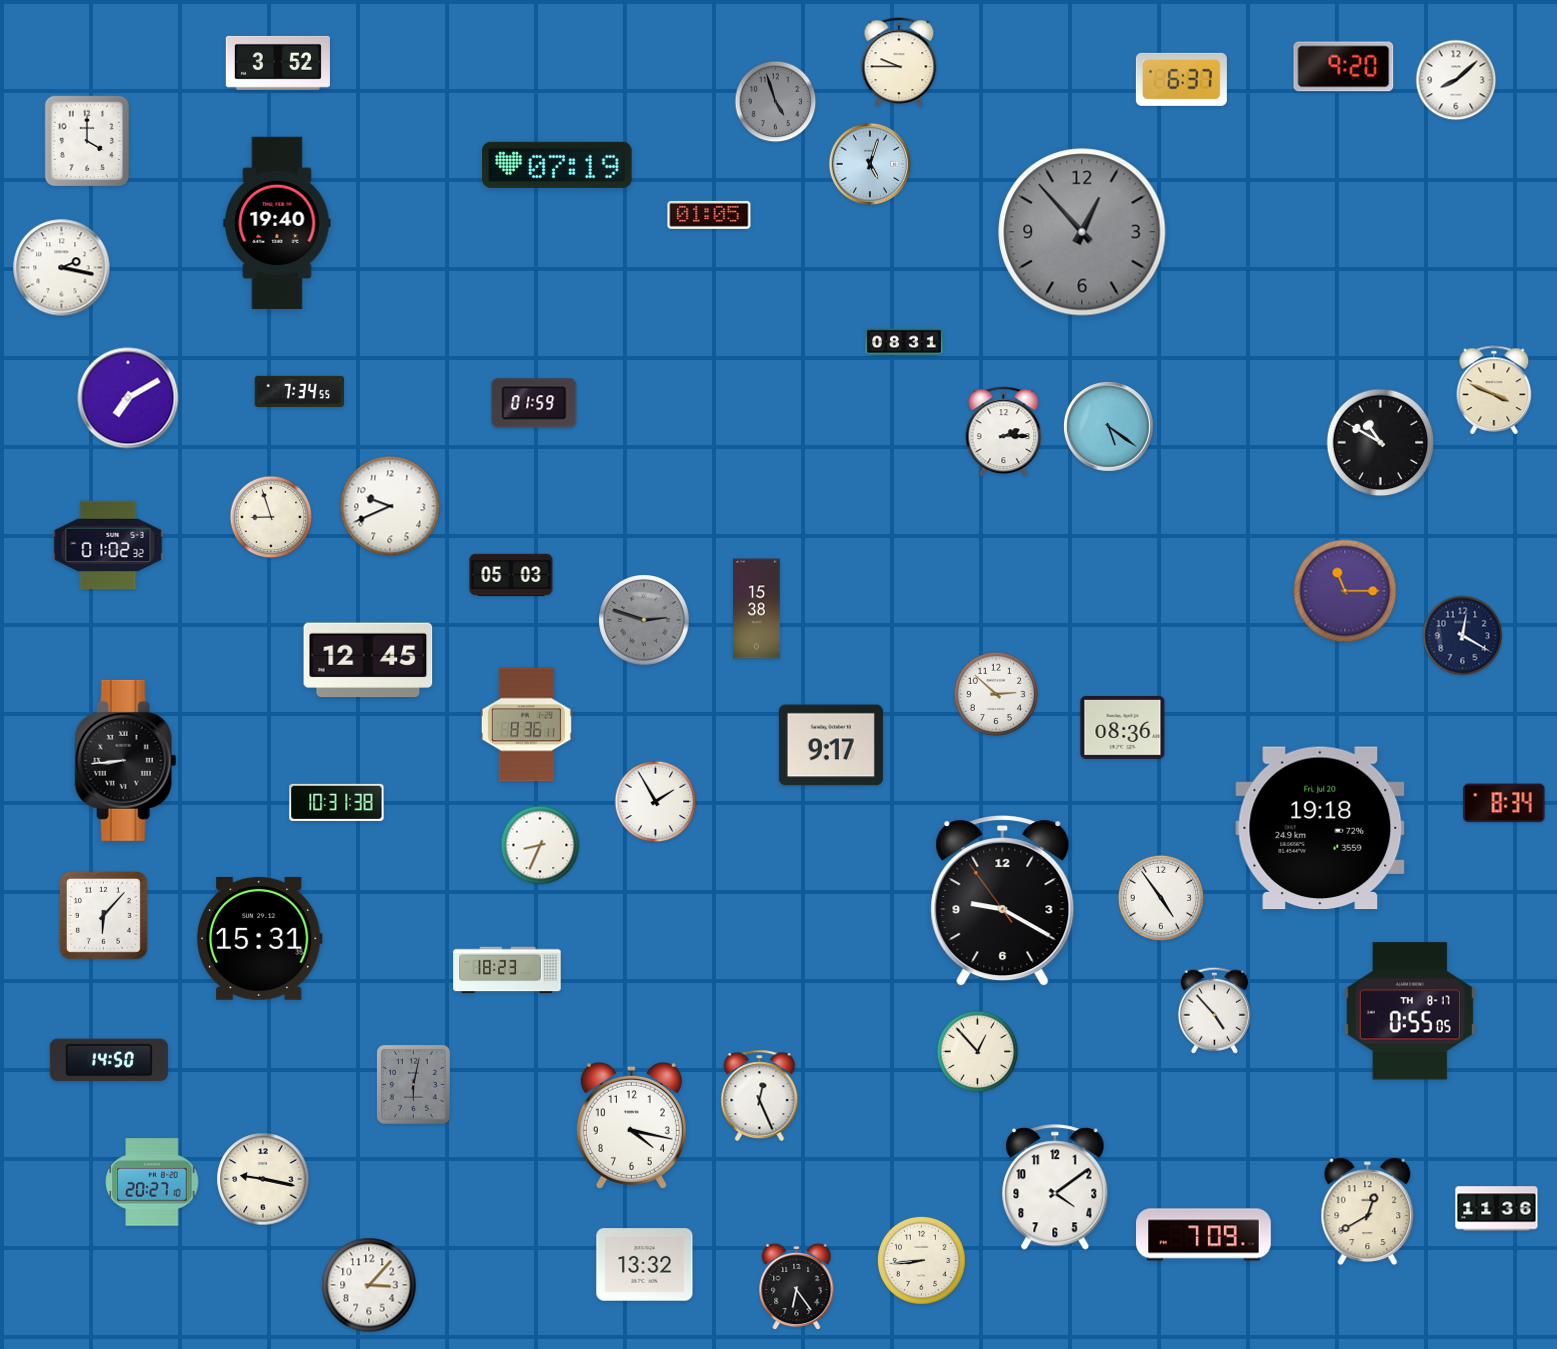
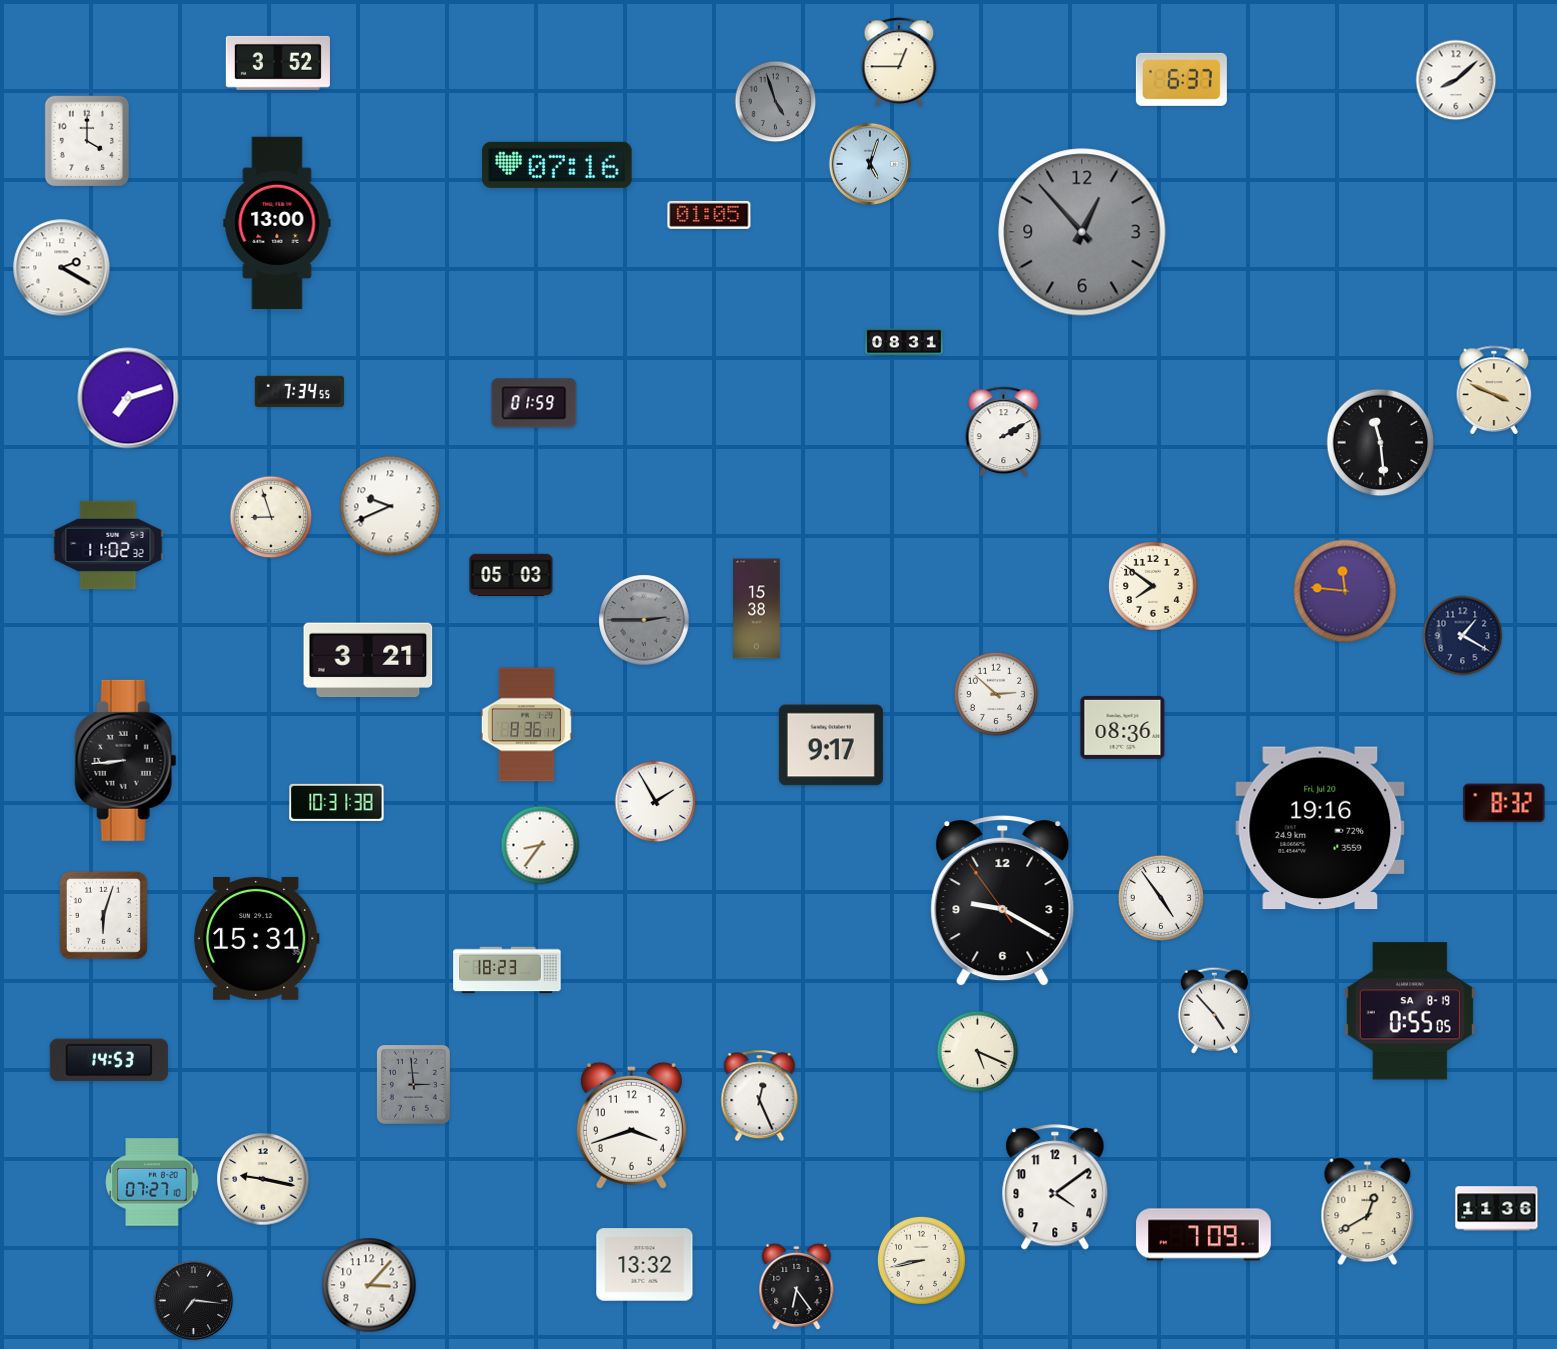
clock at (899, 62): 9:45 -> 12:45
clock at (1344, 67): 9:20 -> none
clock at (557, 165): 07:19 -> 07:16
clock at (277, 223): 19:40 -> 13:00
clock at (62, 268): 2:17 -> 2:20
clock at (128, 398): 7:10 -> 7:12
clock at (1109, 427): 5:21 -> none
clock at (1004, 431): 2:15 -> 2:10
clock at (1381, 443): 10:50 -> 11:29
clock at (108, 545): 01:02 -> 11:02
clock at (1154, 587): none -> 7:51
clock at (1345, 591): 11:15 -> 11:46
clock at (644, 620): 2:48 -> 2:45
clock at (1463, 636): 12:20 -> 1:20
clock at (368, 660): 12:45 -> 3:21
clock at (1504, 803): 8:34 -> 8:32
clock at (1320, 828): 19:18 -> 19:16
clock at (540, 845): 8:34 -> 8:36
clock at (103, 915): 6:07 -> 6:03
clock at (259, 938) position: (259, 938) -> (256, 938)
clock at (1410, 1011) date: TH 8-17 -> SA 8-19
clock at (978, 1052): 12:53 -> 5:19
clock at (109, 1060): 14:50 -> 14:53
clock at (413, 1084): 6:02 -> 2:59
clock at (631, 1125): 4:17 -> 3:42
clock at (152, 1182): 20:27 -> 07:27
clock at (921, 1260): 8:44 -> 8:43
clock at (194, 1301): none -> 7:16
